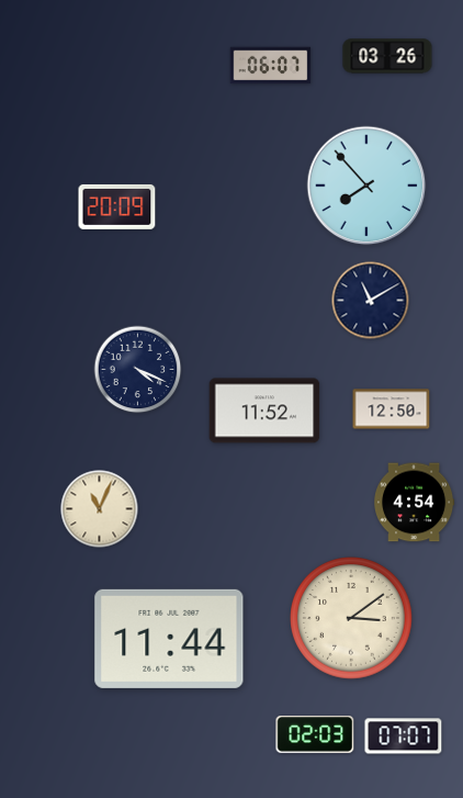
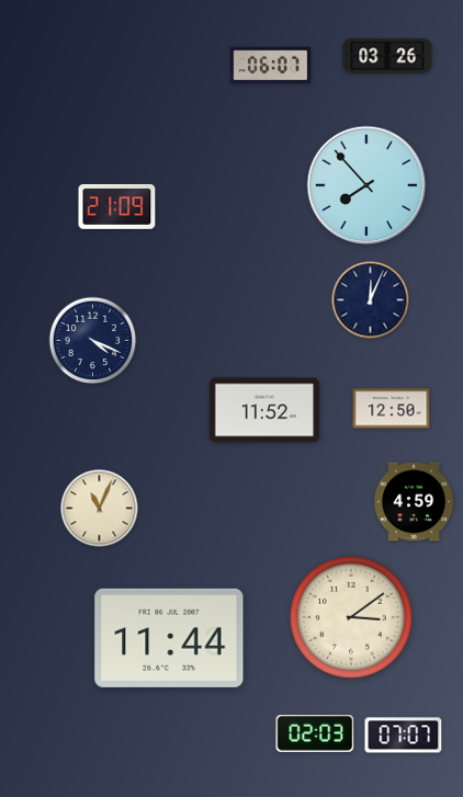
clock at (117, 206): 20:09 -> 21:09
clock at (371, 301): 11:10 -> 12:04
clock at (138, 370) position: (138, 370) -> (93, 341)
clock at (415, 503): 4:54 -> 4:59
